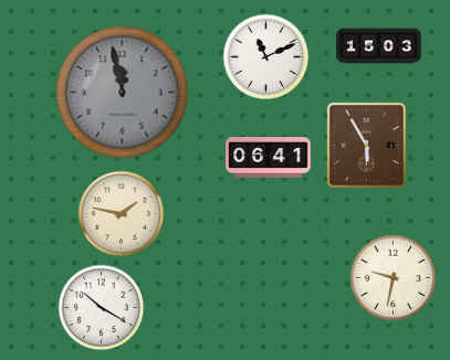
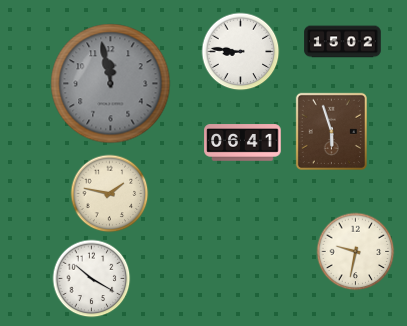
clock at (379, 46): 15:03 -> 15:02
clock at (265, 56): 11:11 -> 8:46
clock at (366, 145): 5:55 -> 5:57
